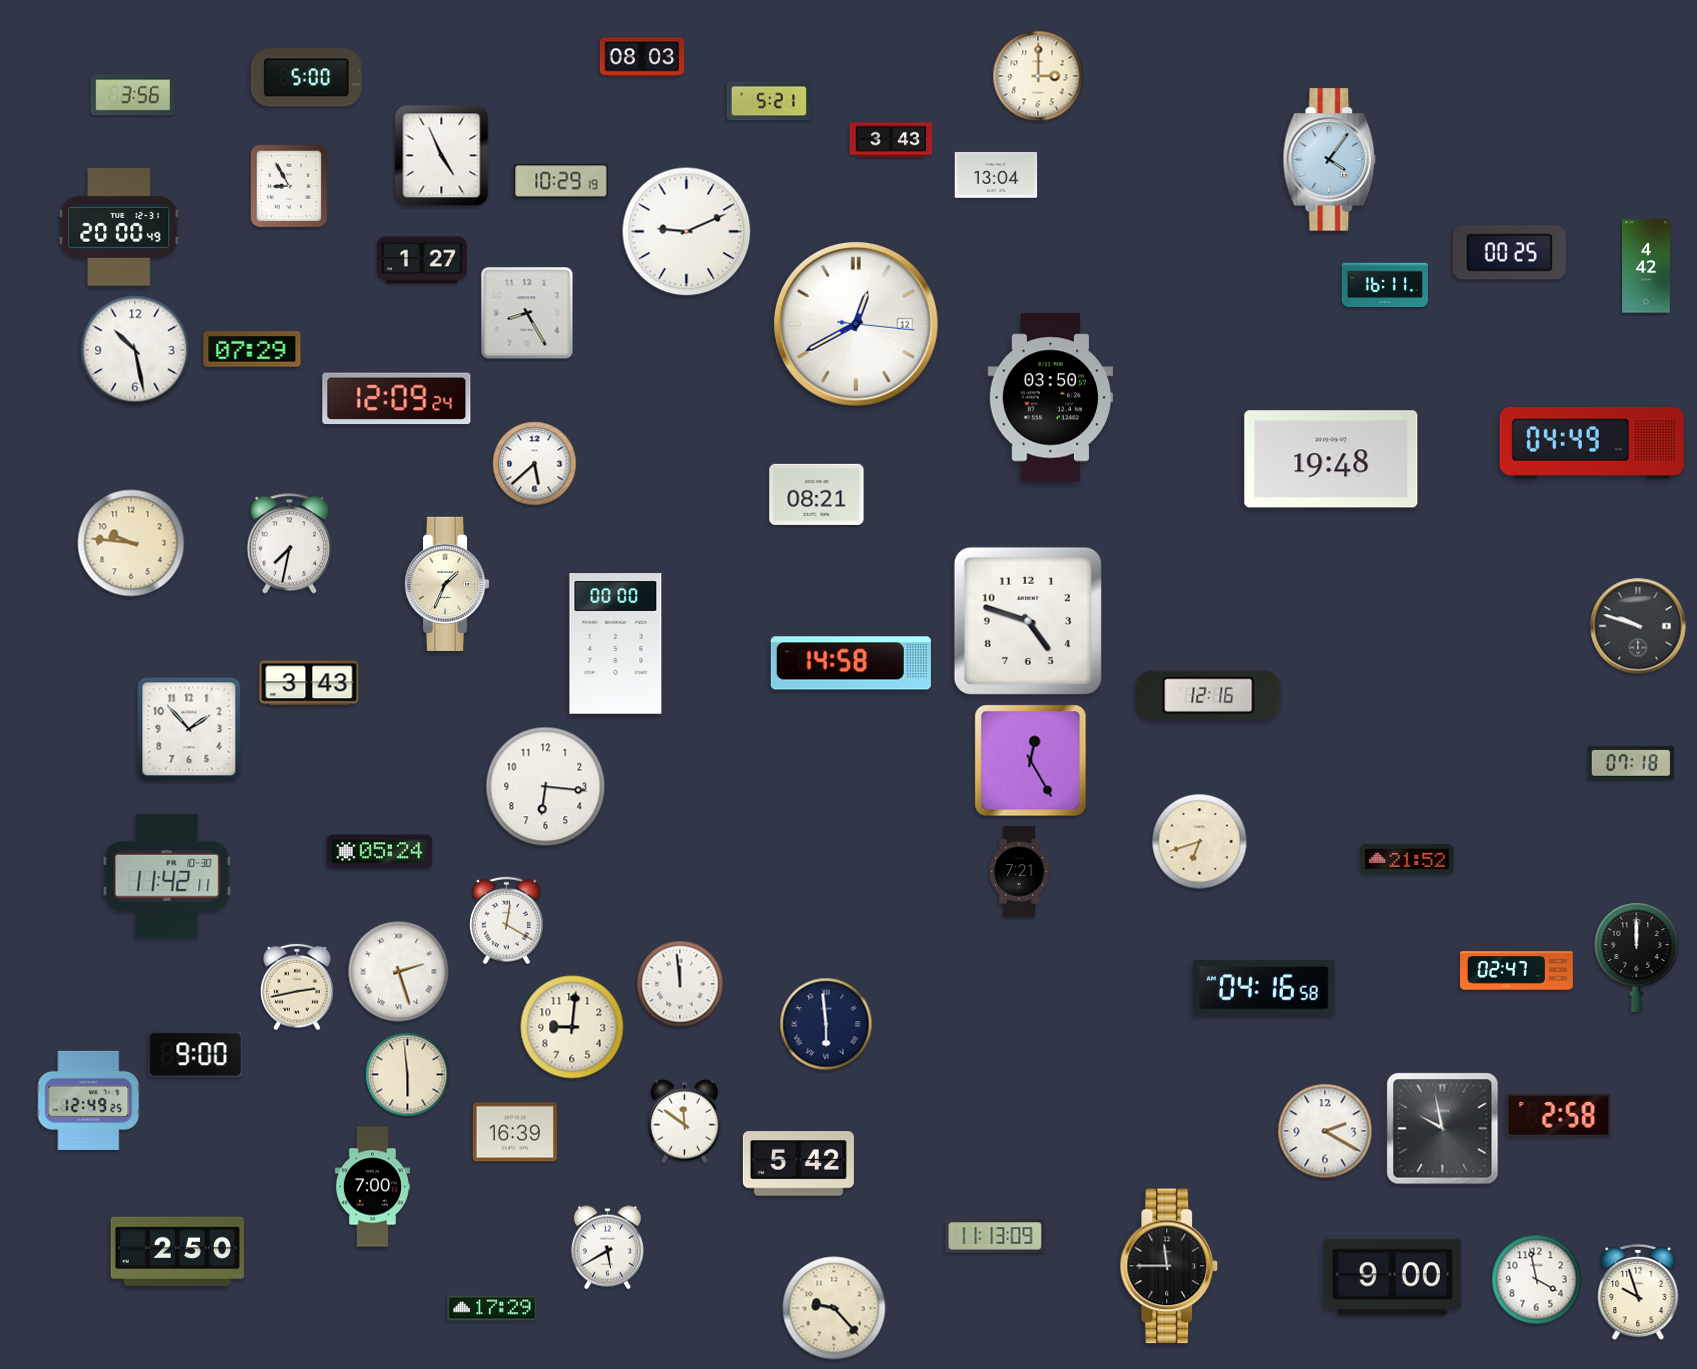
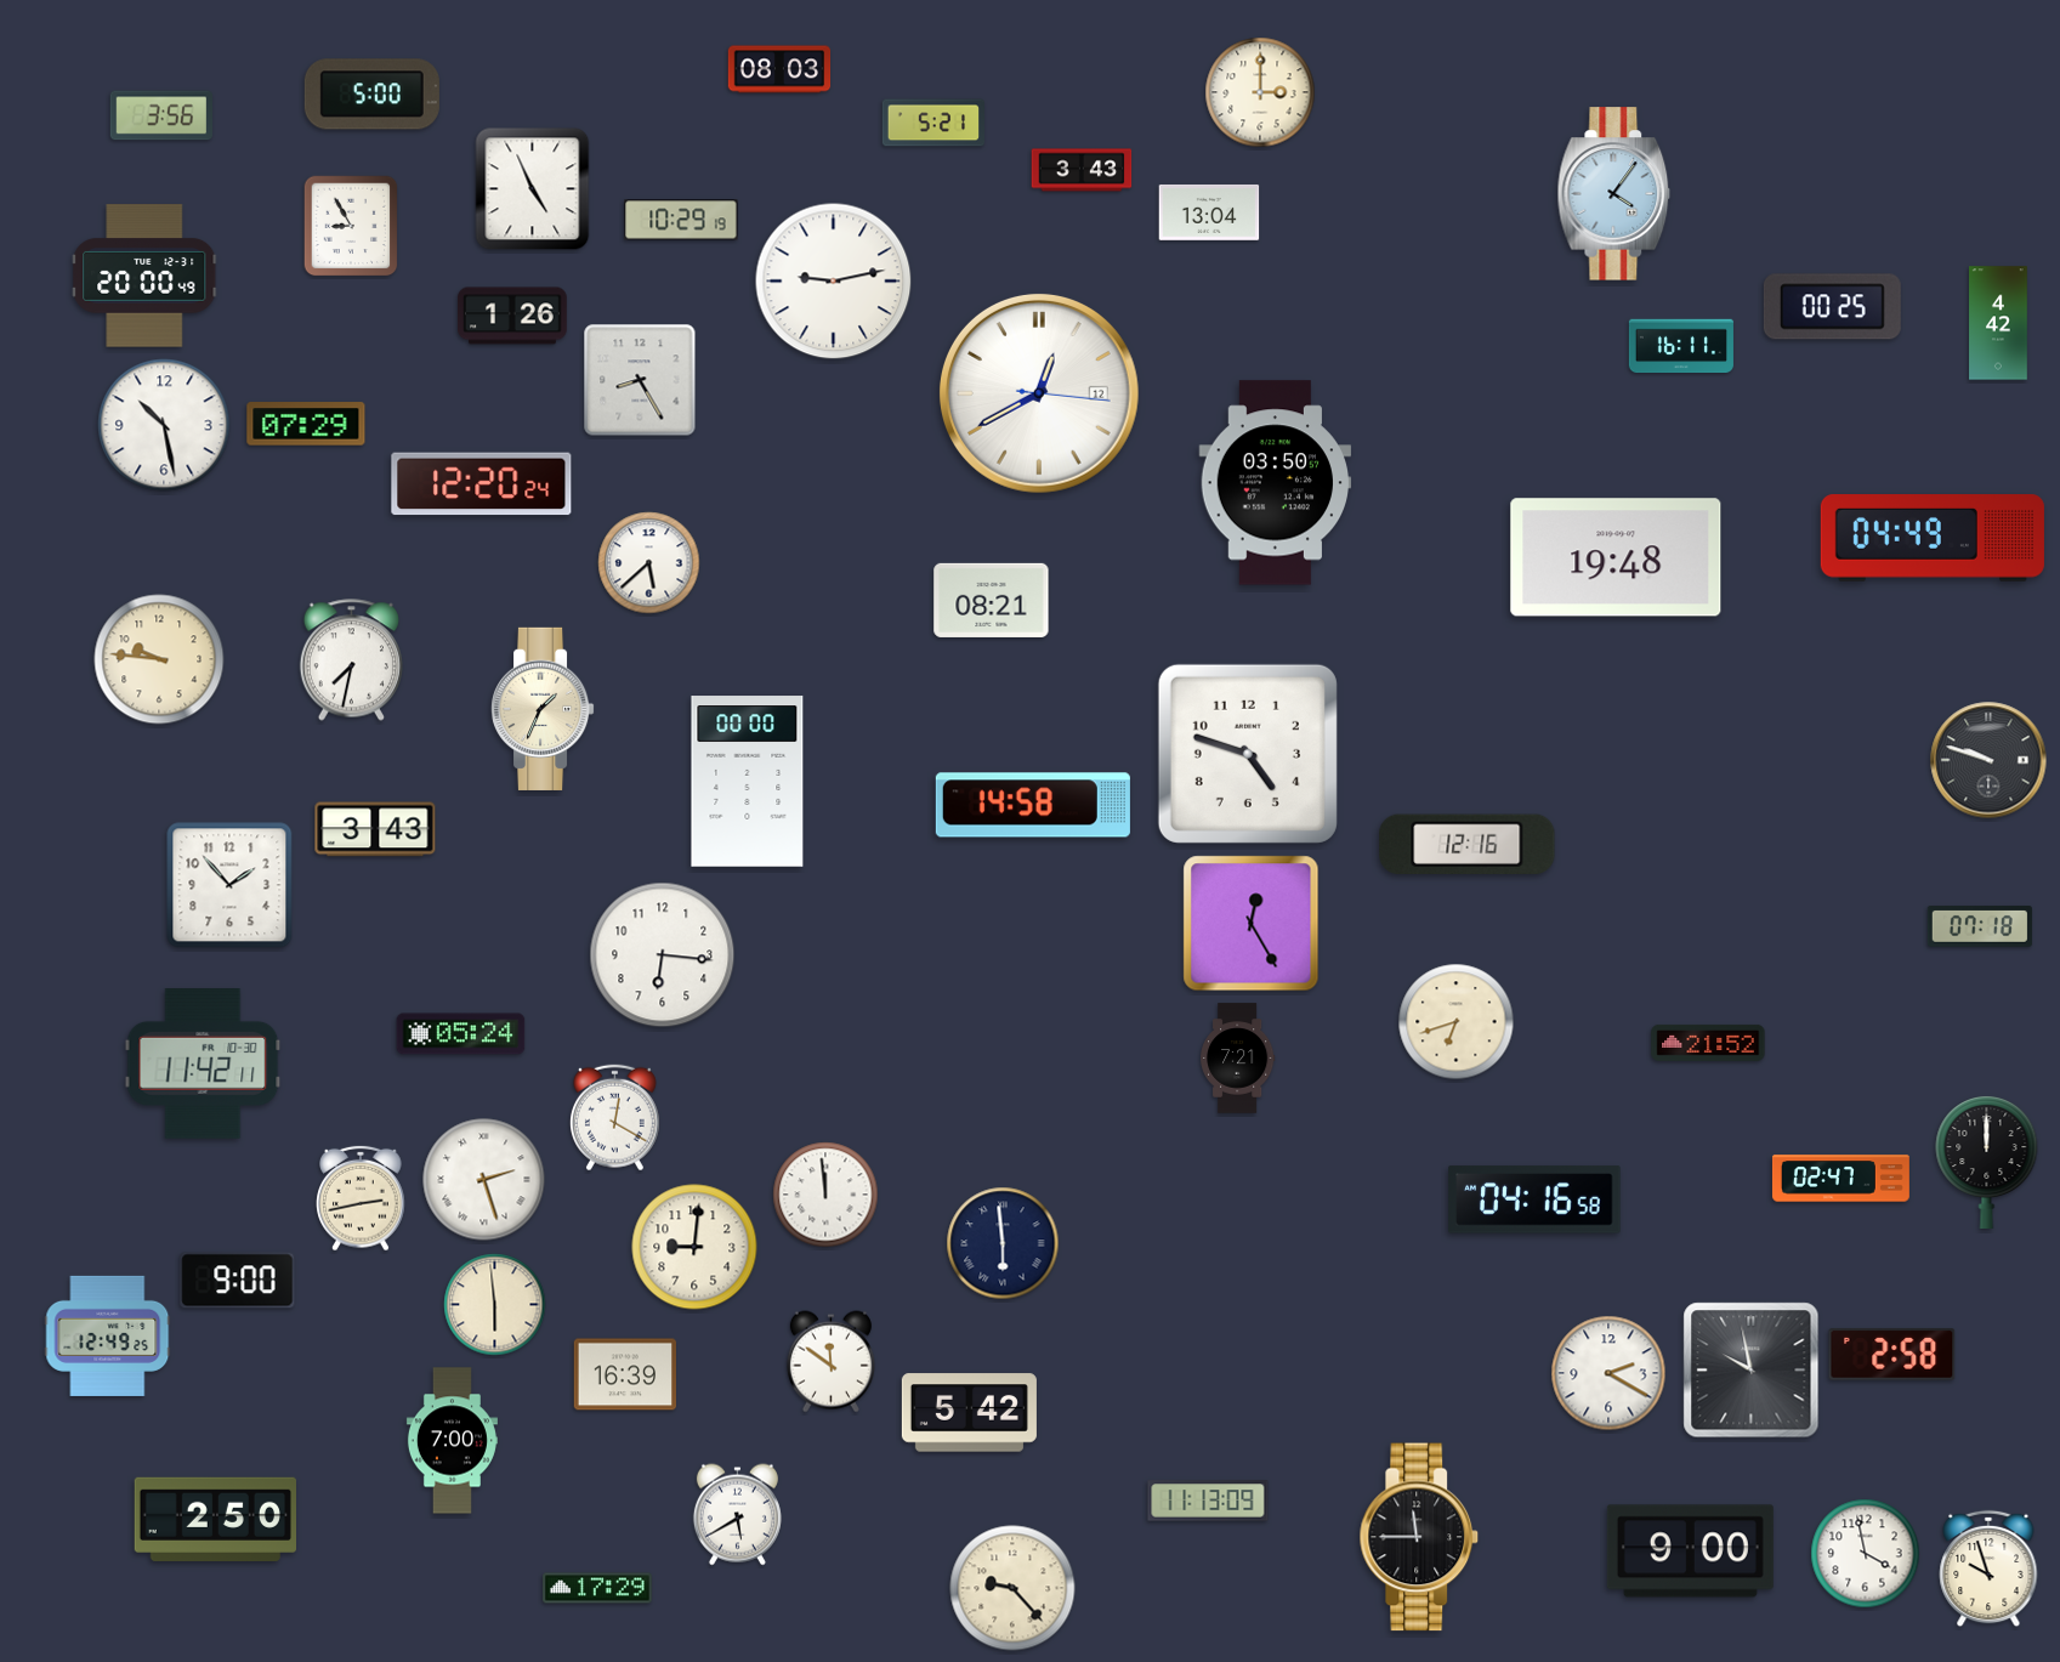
clock at (442, 156) position: (442, 156) -> (533, 189)
clock at (687, 232): 9:11 -> 9:13
clock at (422, 260): 1:27 -> 1:26
clock at (397, 399): 12:09 -> 12:20
